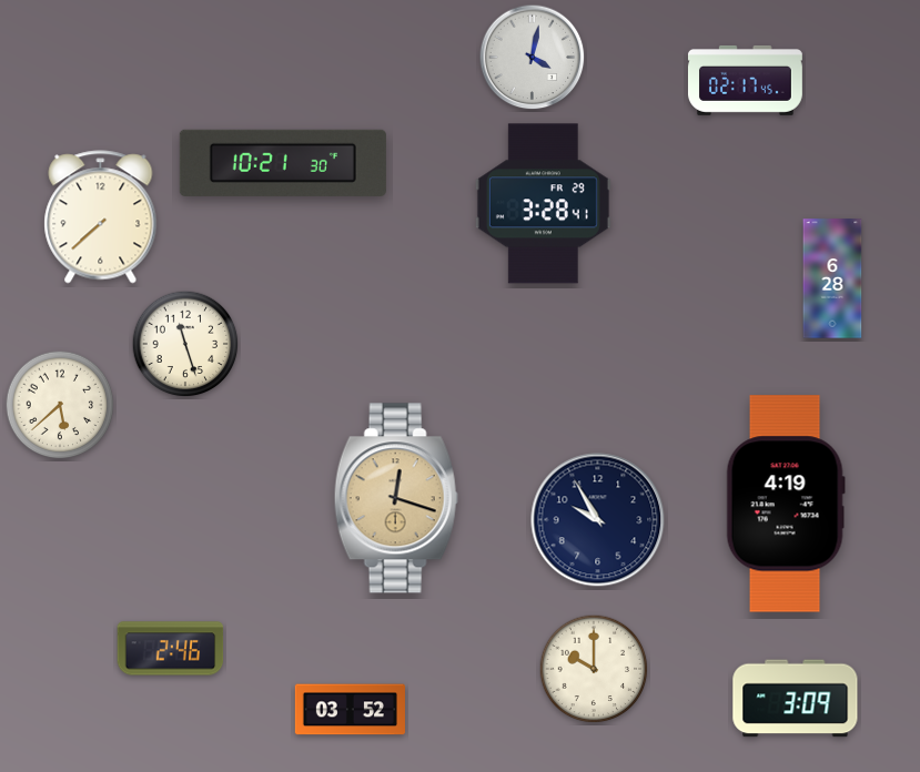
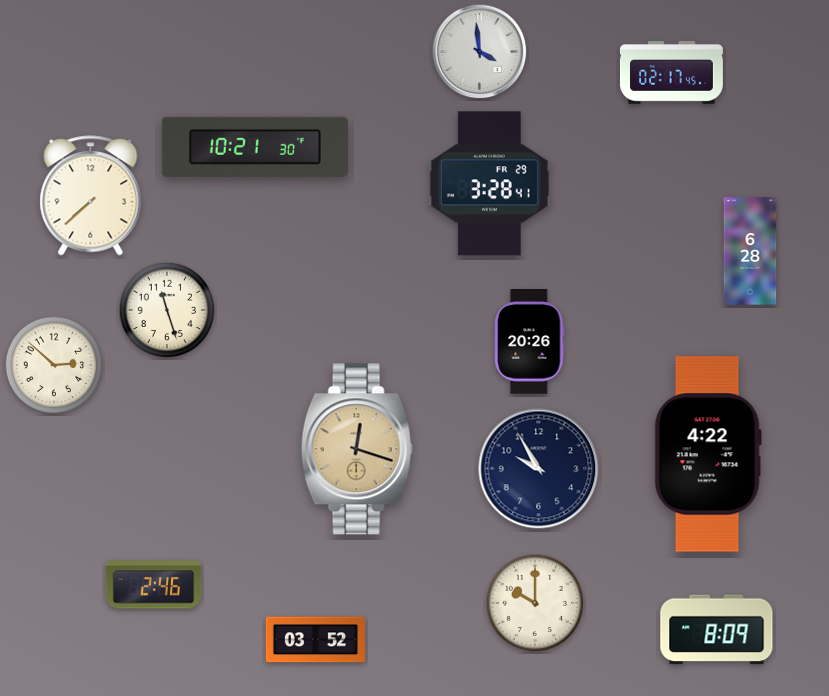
clock at (533, 58): 4:02 -> 3:59
clock at (530, 342): none -> 20:26
clock at (60, 405): 5:38 -> 2:52
clock at (786, 504): 4:19 -> 4:22
clock at (796, 699): 3:09 -> 8:09
